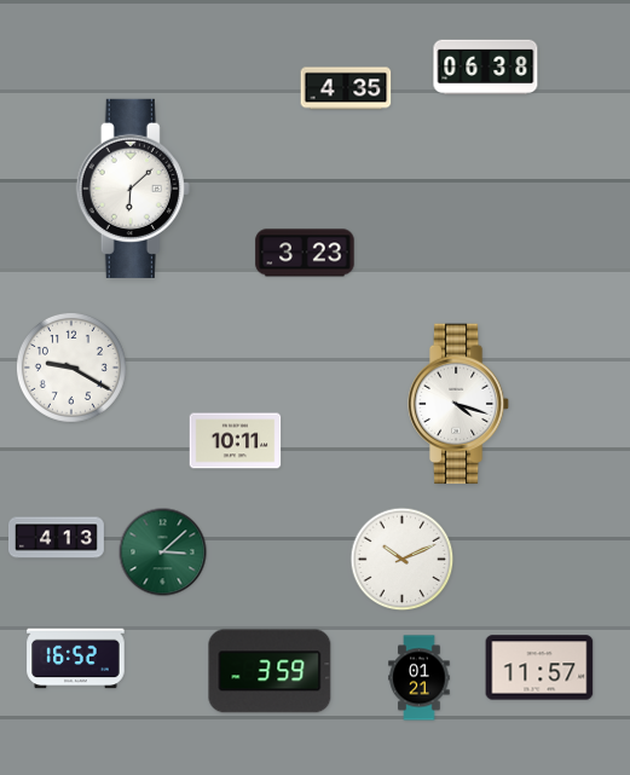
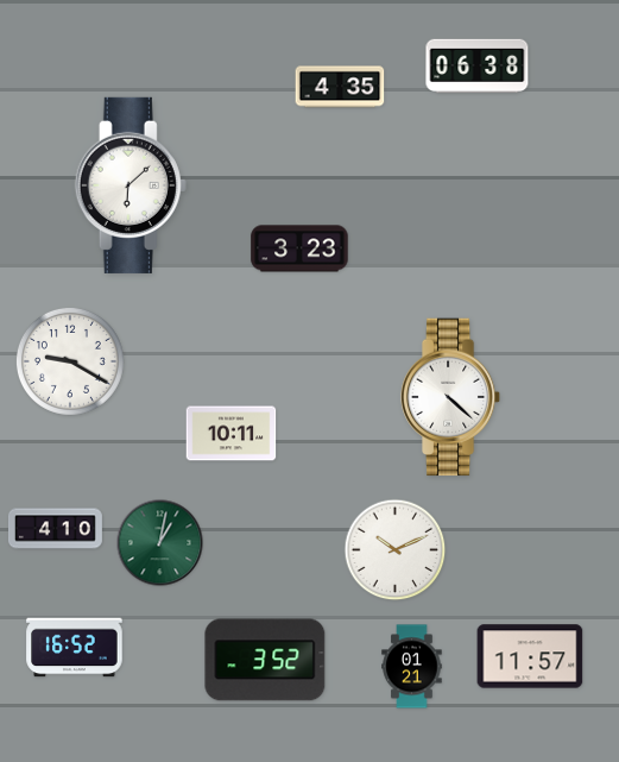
clock at (458, 404): 4:18 -> 4:22
clock at (56, 538): 4:13 -> 4:10
clock at (163, 553): 3:08 -> 1:02
clock at (270, 671): 3:59 -> 3:52
